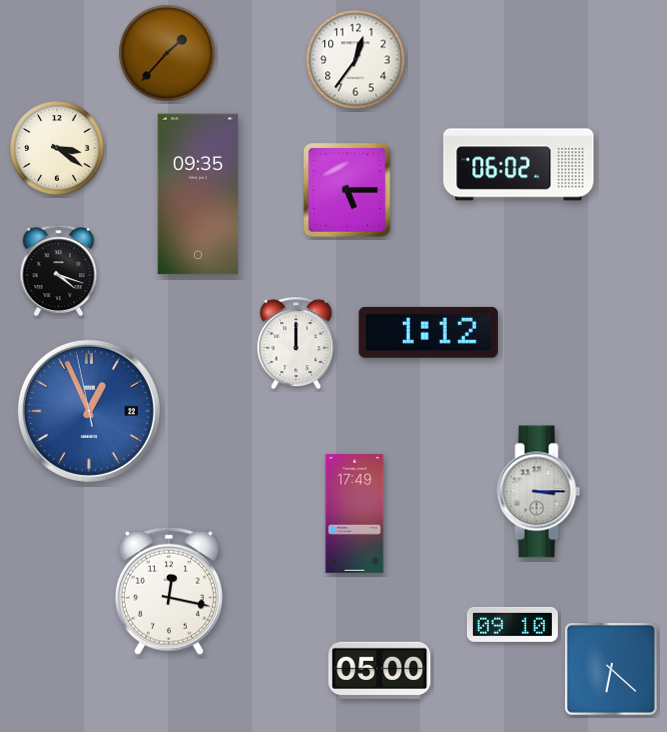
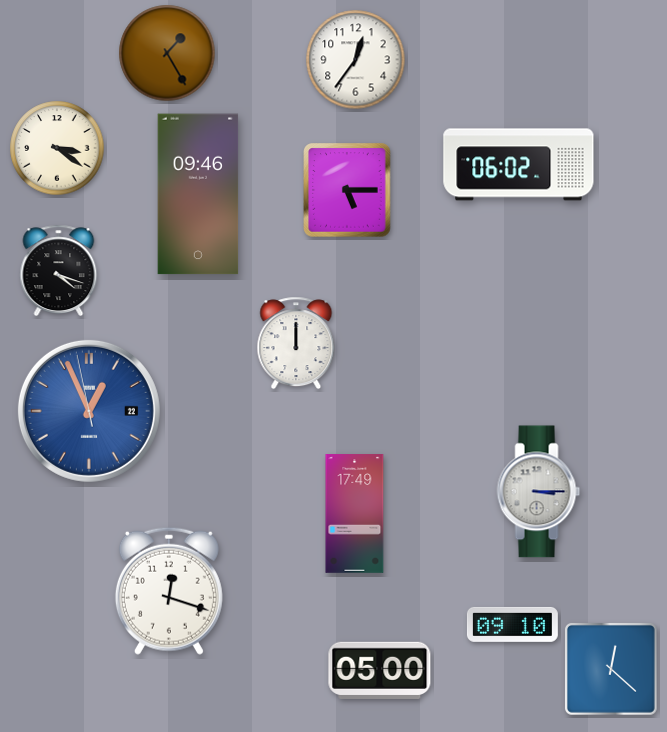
clock at (167, 53): 1:37 -> 1:25
clock at (198, 194): 09:35 -> 09:46
clock at (428, 332): 1:12 -> none
clock at (169, 591): 12:17 -> 12:18
clock at (611, 669): 6:22 -> 12:22
